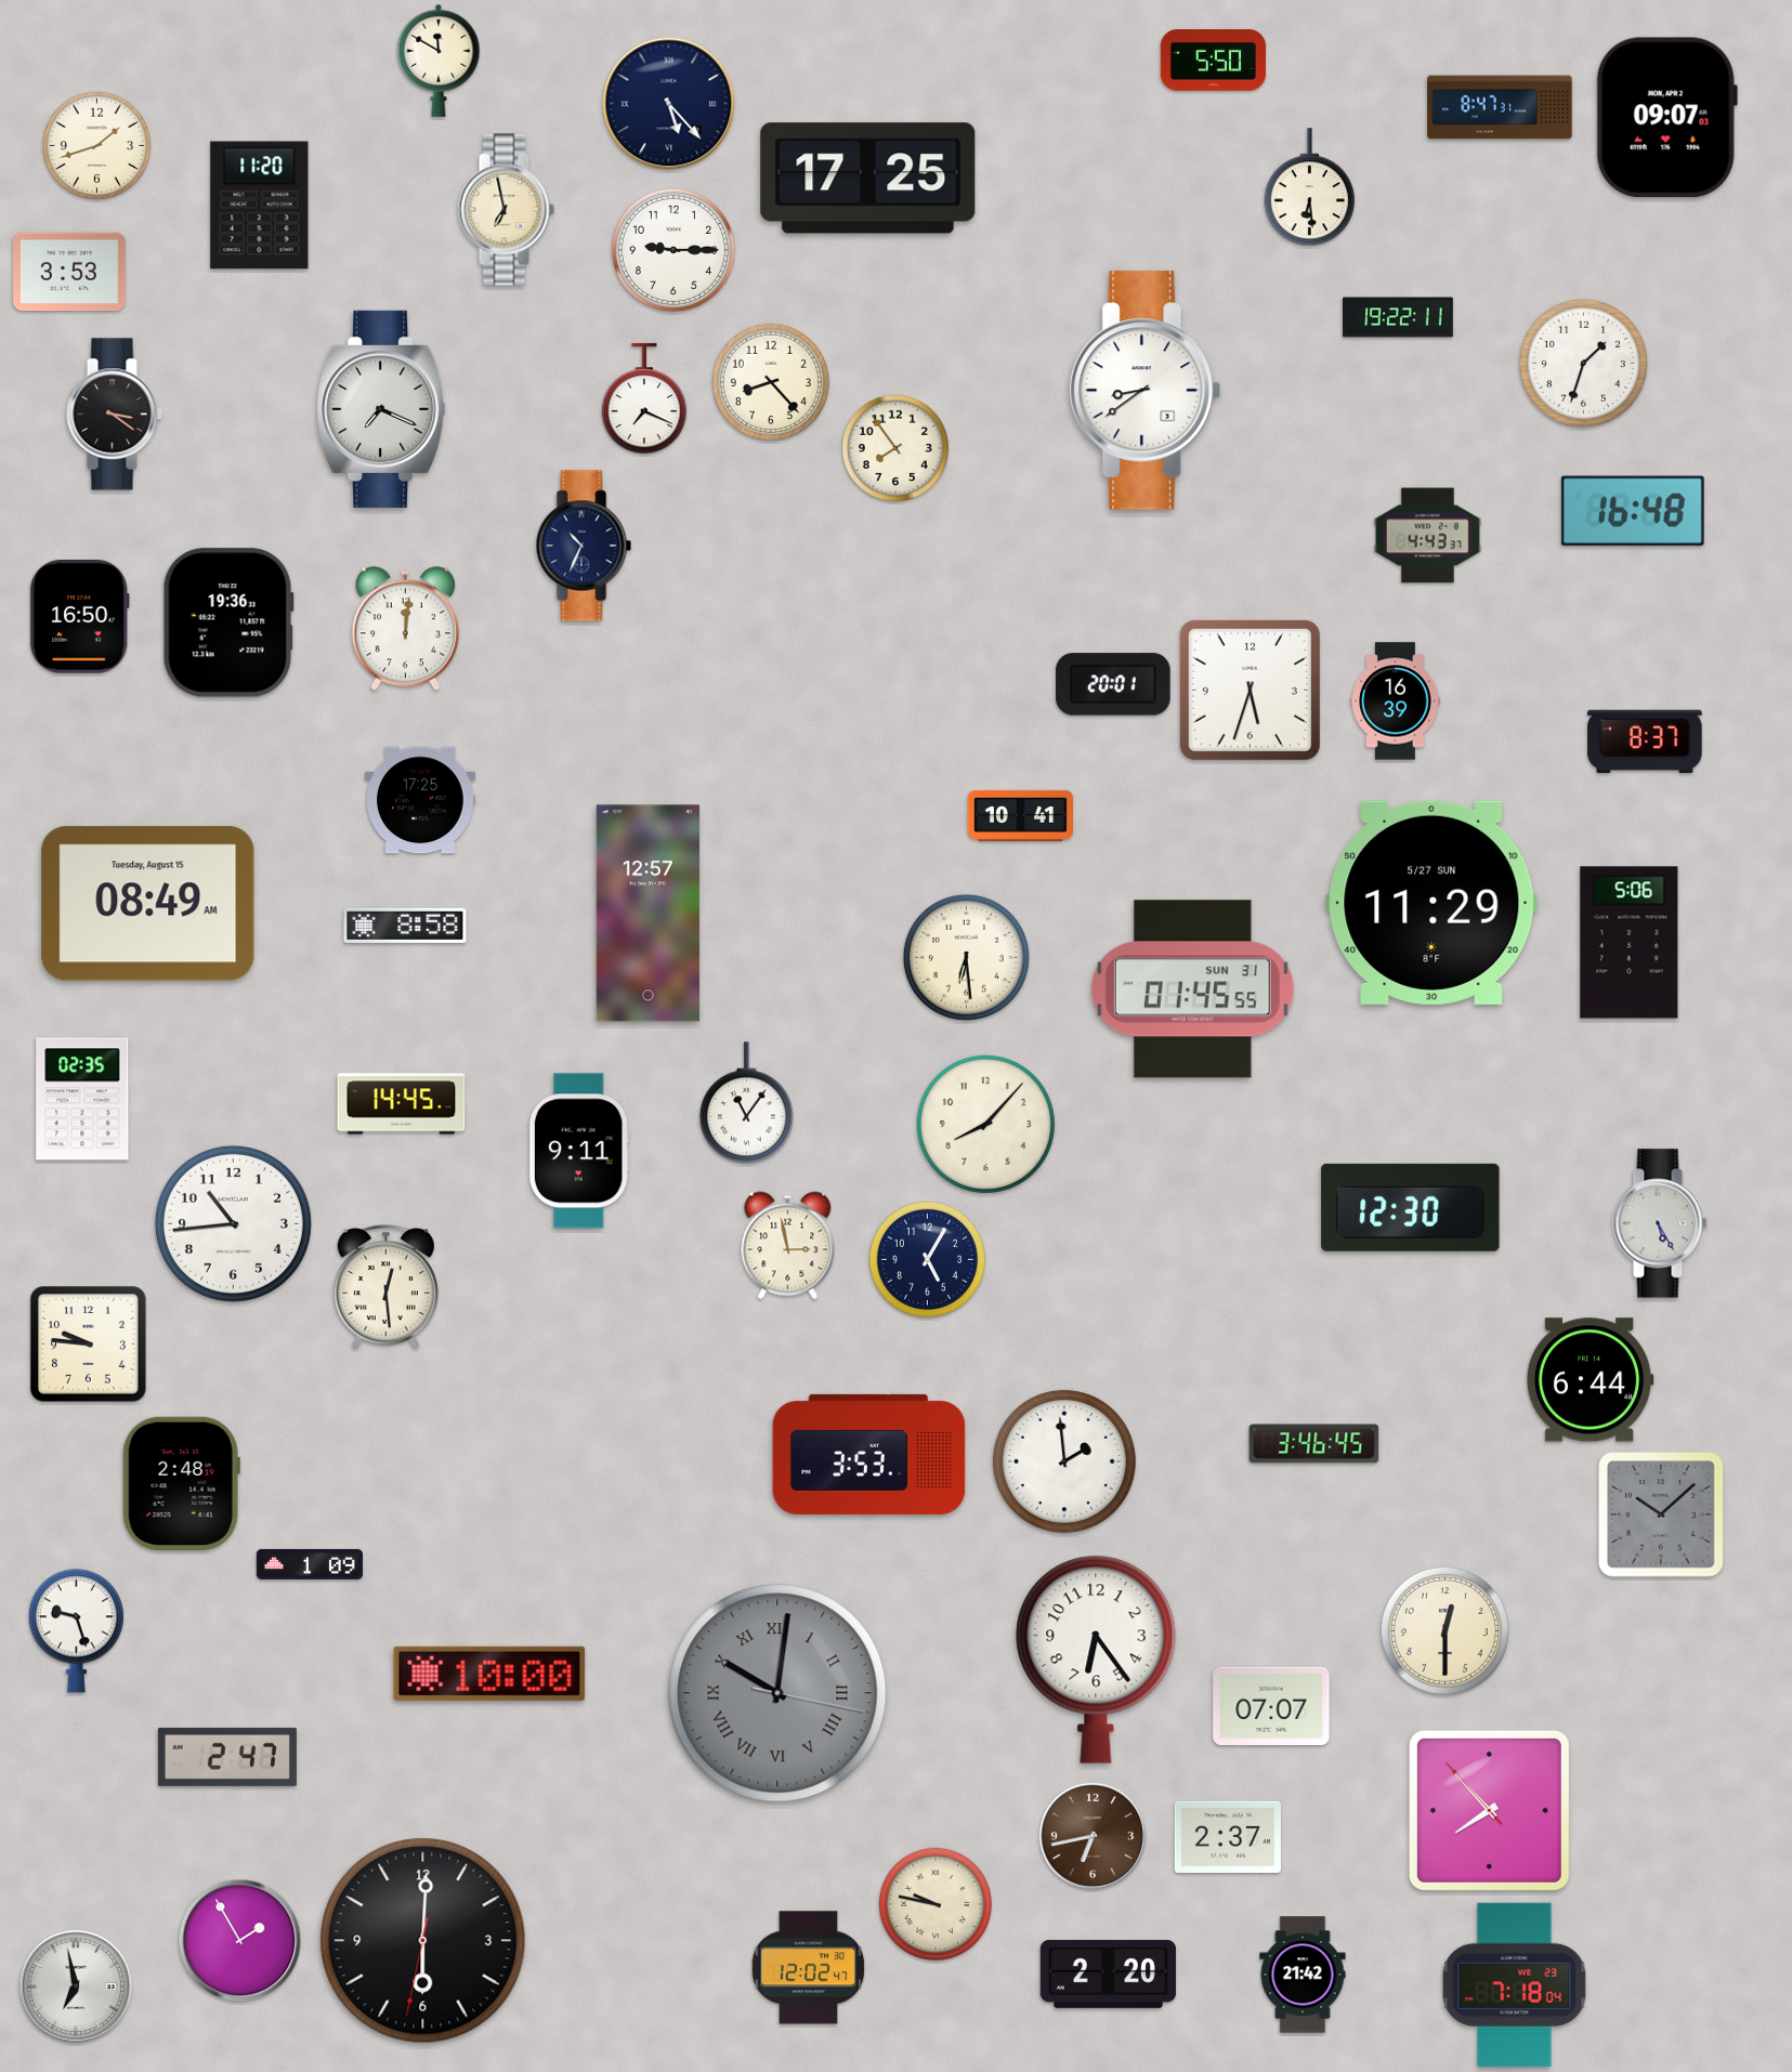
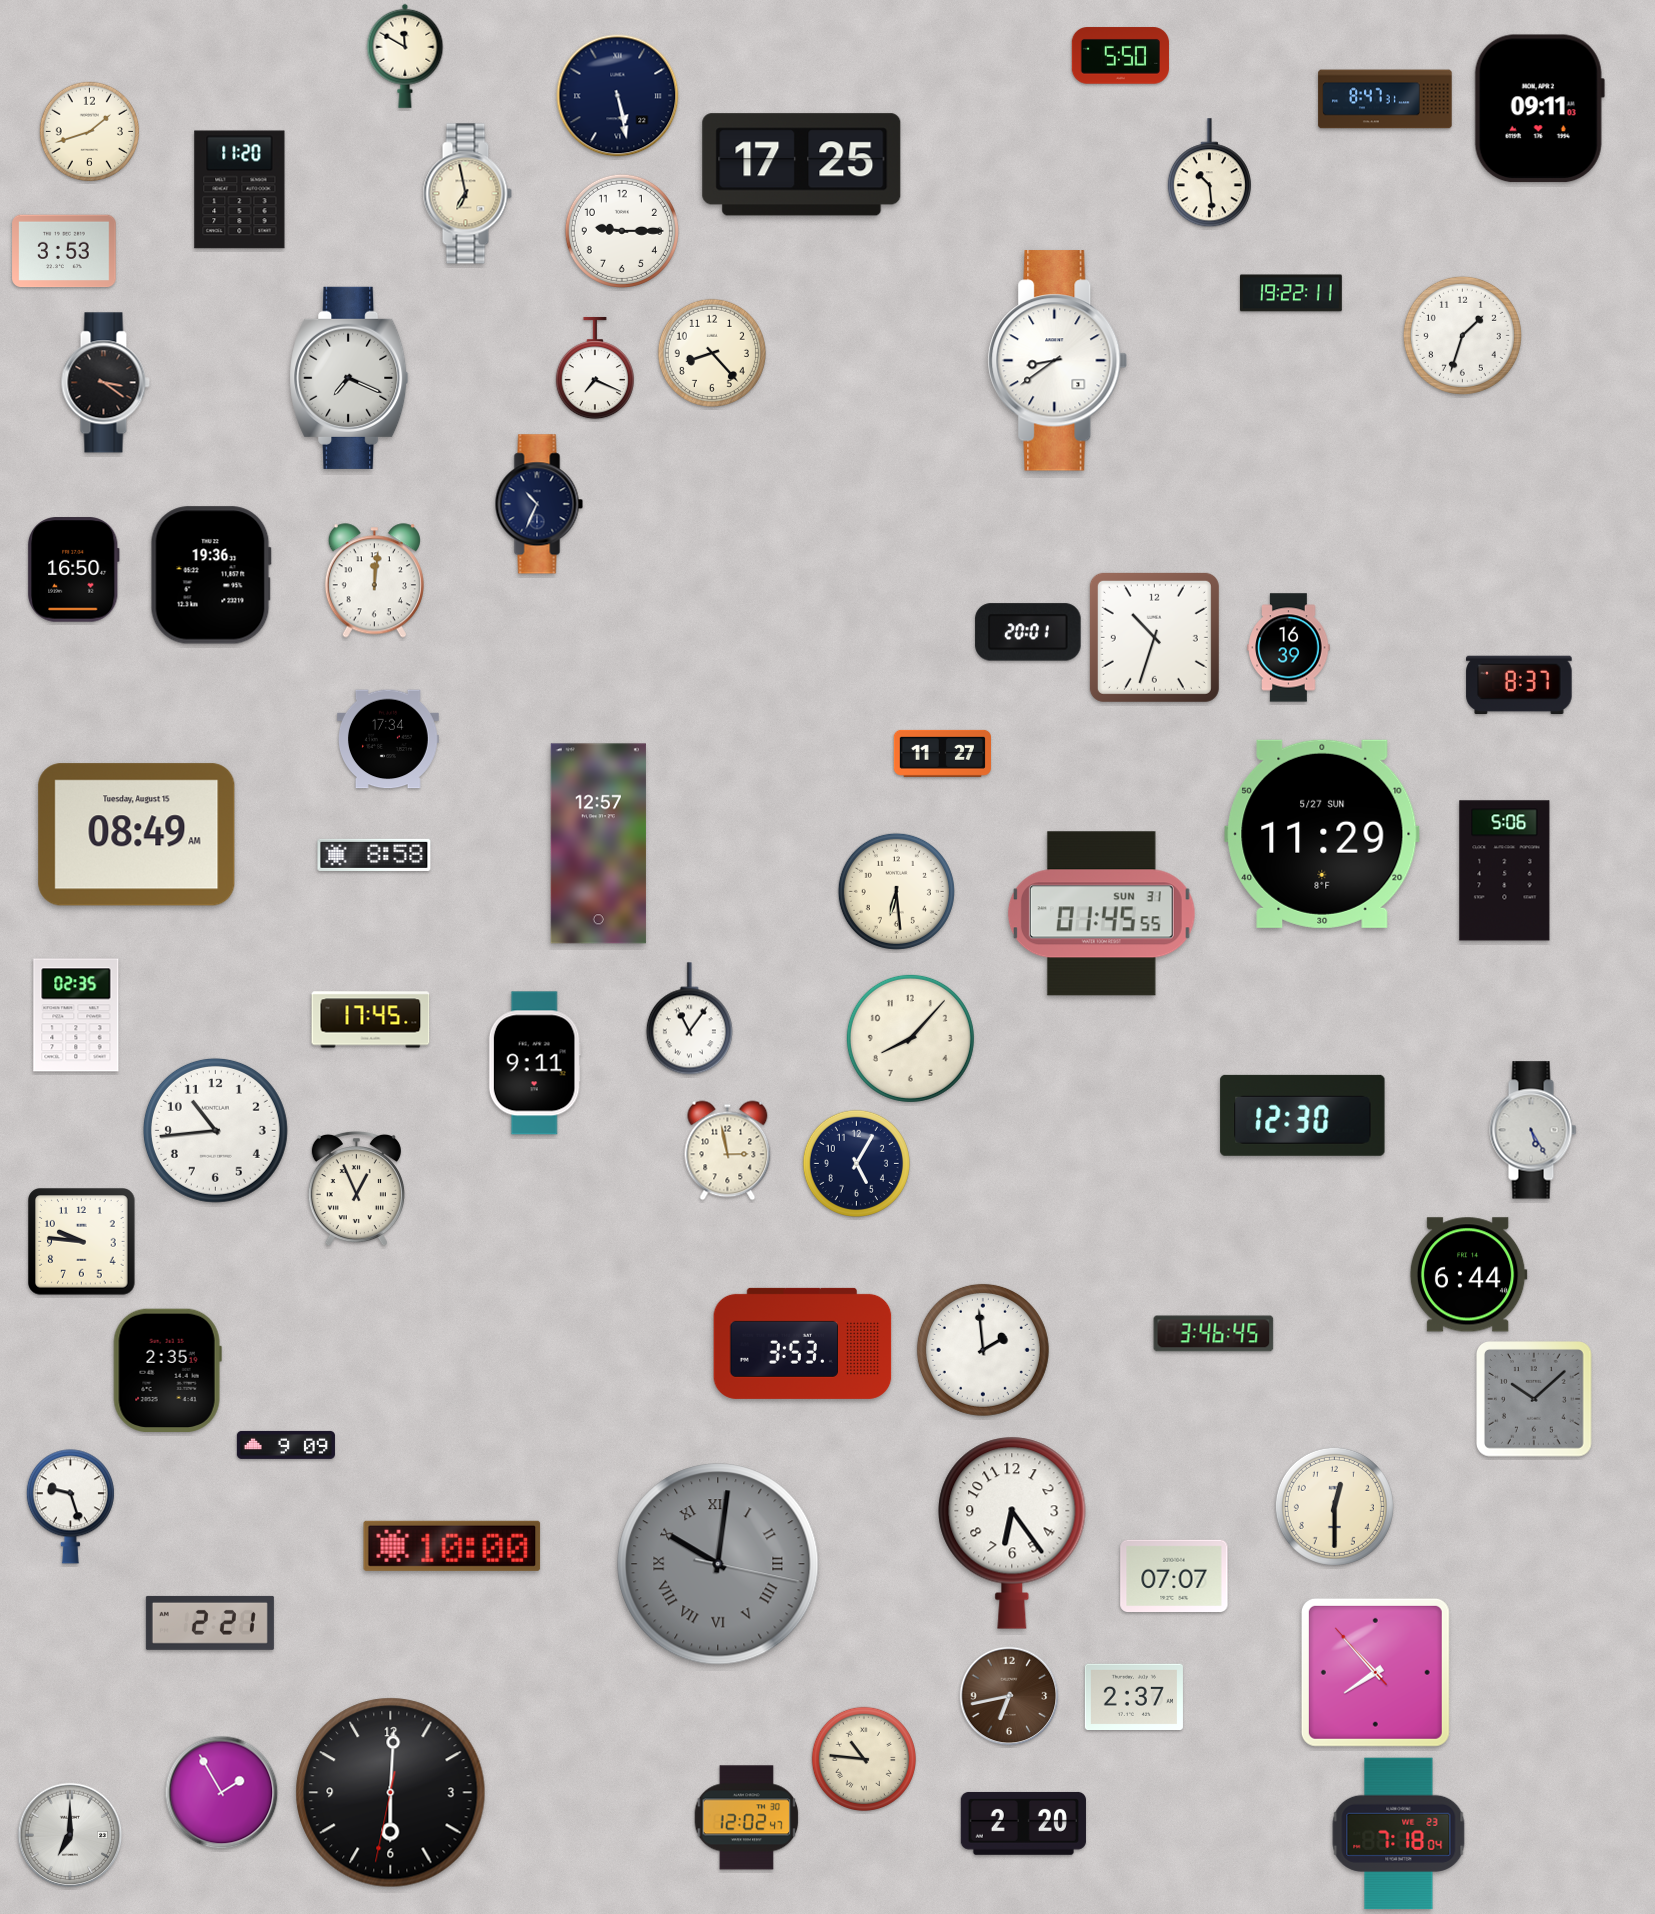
clock at (669, 104): 5:23 -> 5:28
clock at (1666, 118): 09:07 -> 09:11
clock at (96, 145) position: (96, 145) -> (89, 131)
clock at (1309, 187): 6:29 -> 10:29
clock at (381, 409) position: (381, 409) -> (349, 378)
clock at (894, 447): 7:54 -> none
clock at (1633, 511): 16:48 -> none
clock at (1427, 536): 4:43 -> none
clock at (1250, 690): 5:33 -> 10:33
clock at (420, 800): 17:25 -> 17:34
clock at (1020, 815): 10:41 -> 11:27
clock at (966, 957) position: (966, 957) -> (896, 891)
clock at (402, 1104): 14:45 -> 17:45
clock at (385, 1287): 12:29 -> 12:56
clock at (181, 1483): 2:48 -> 2:35
clock at (310, 1564): 1:09 -> 9:09
clock at (227, 1757): 2:47 -> 2:21
clock at (936, 1904): 9:47 -> 10:46
clock at (1303, 1975): 21:42 -> none
clock at (76, 1986): 6:58 -> 7:00
